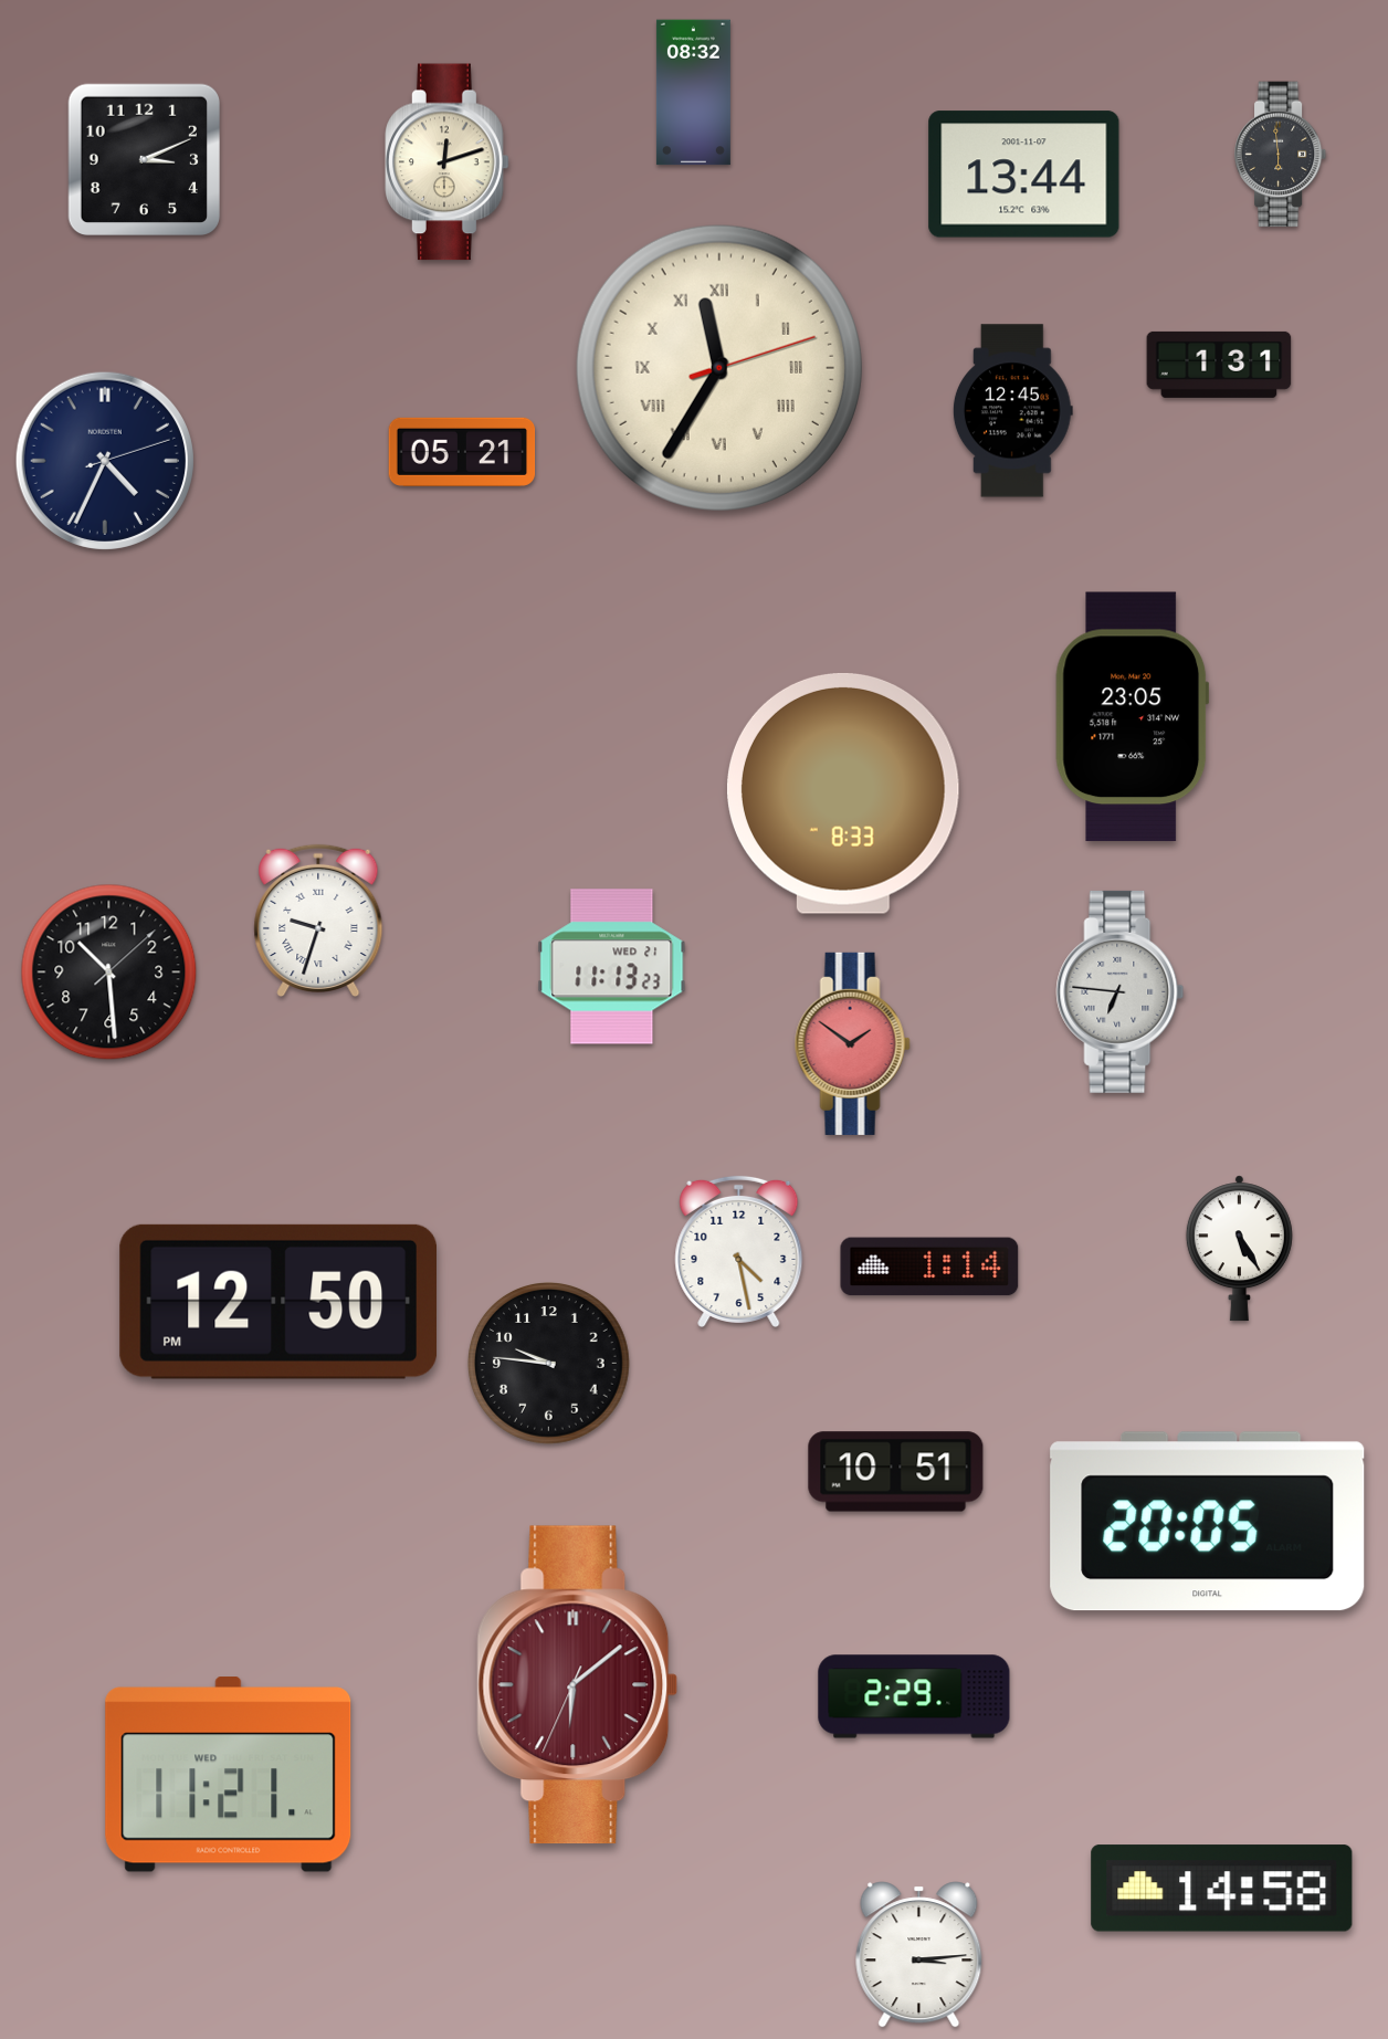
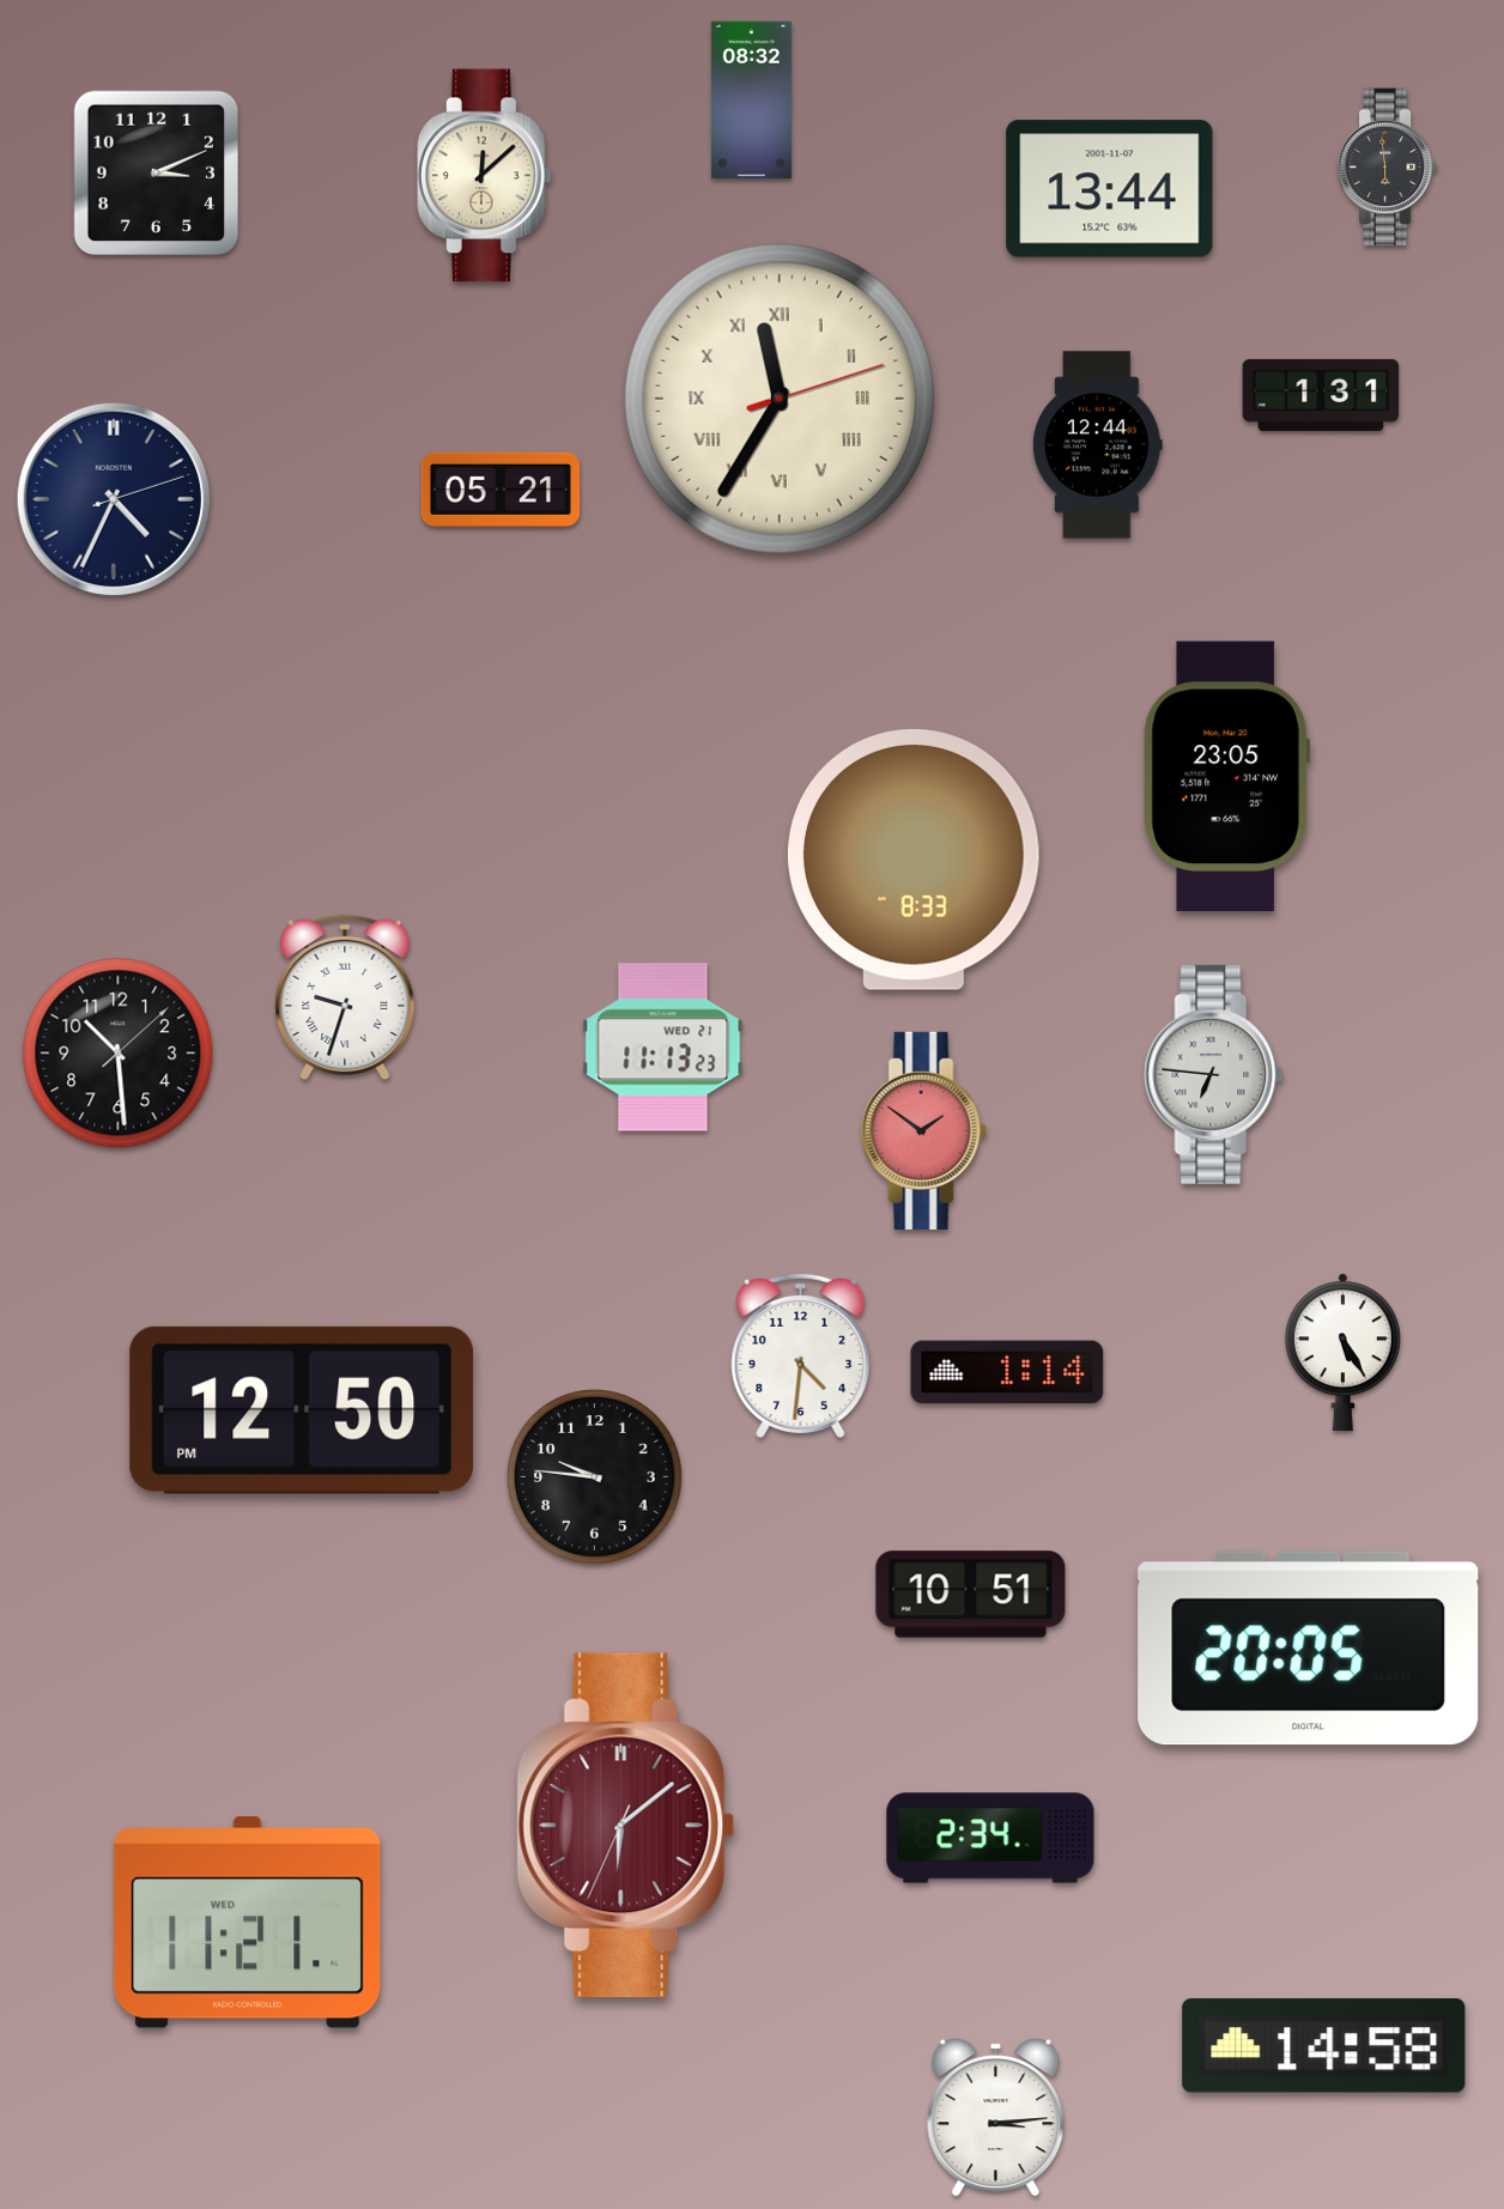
clock at (448, 162): 12:12 -> 12:08
clock at (1012, 411): 12:45 -> 12:44
clock at (739, 1251): 4:28 -> 4:31
clock at (914, 1696): 2:29 -> 2:34
